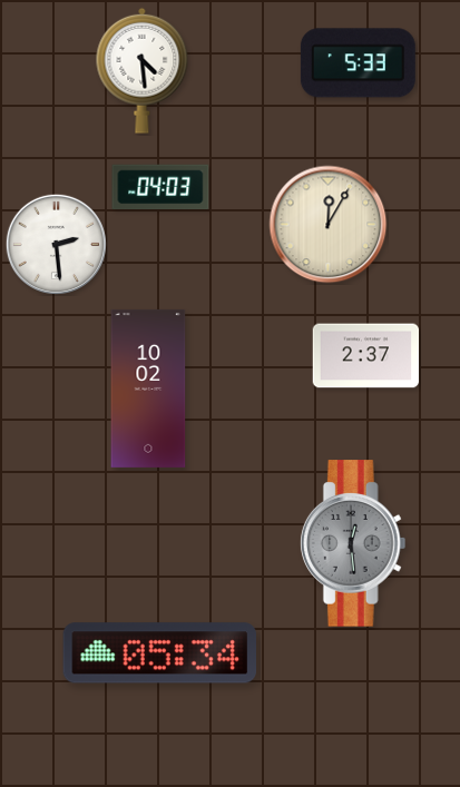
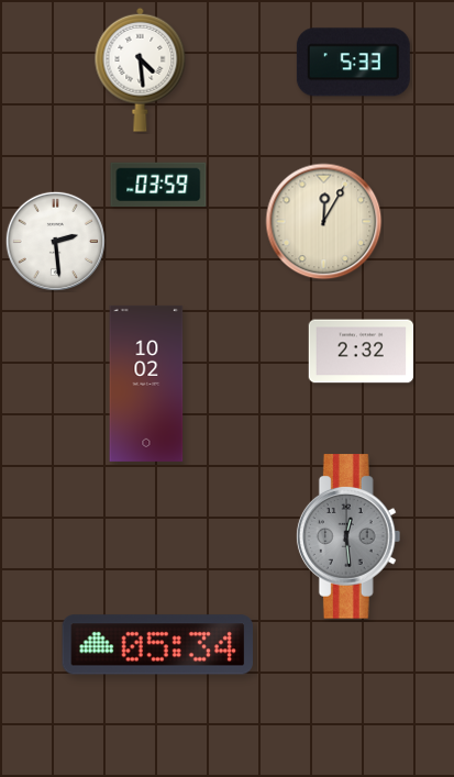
clock at (160, 187): 04:03 -> 03:59
clock at (366, 356): 2:37 -> 2:32
